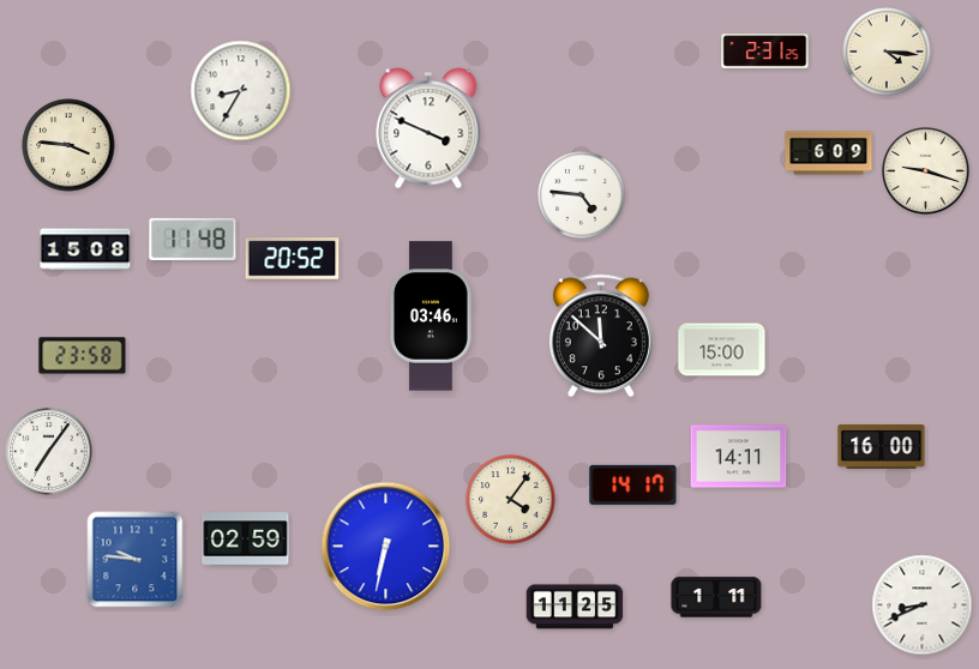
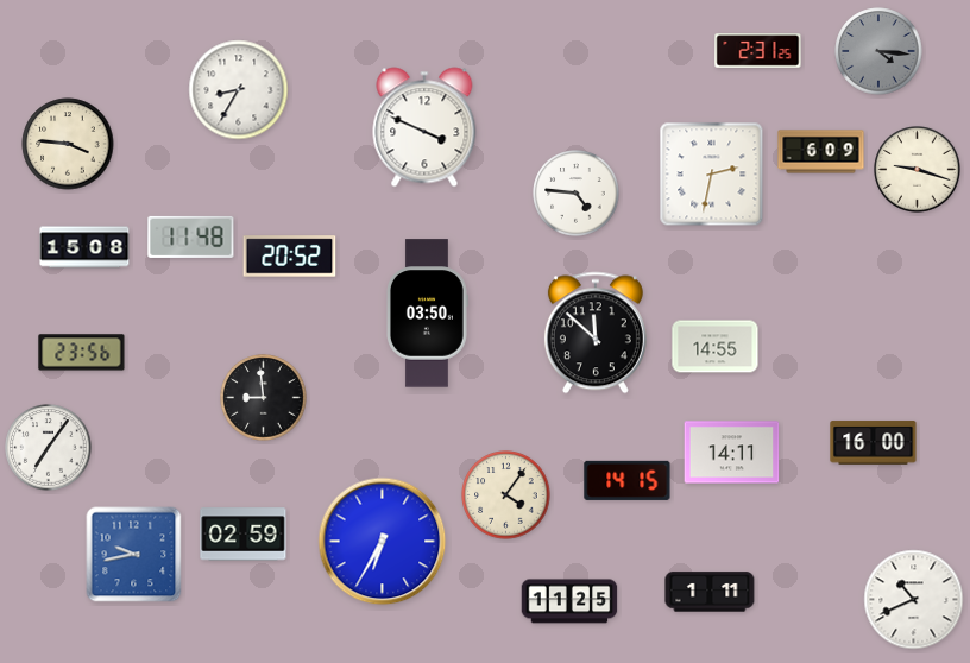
clock at (887, 52) dial: cream -> grey
clock at (712, 175): none -> 2:32
clock at (432, 317): 03:46 -> 03:50
clock at (722, 350): 15:00 -> 14:55
clock at (83, 356): 23:58 -> 23:56
clock at (264, 398): none -> 8:59
clock at (633, 484): 14:17 -> 14:15
clock at (386, 547): 6:32 -> 6:35
clock at (136, 560): 9:46 -> 9:43
clock at (923, 605): 8:41 -> 10:41
